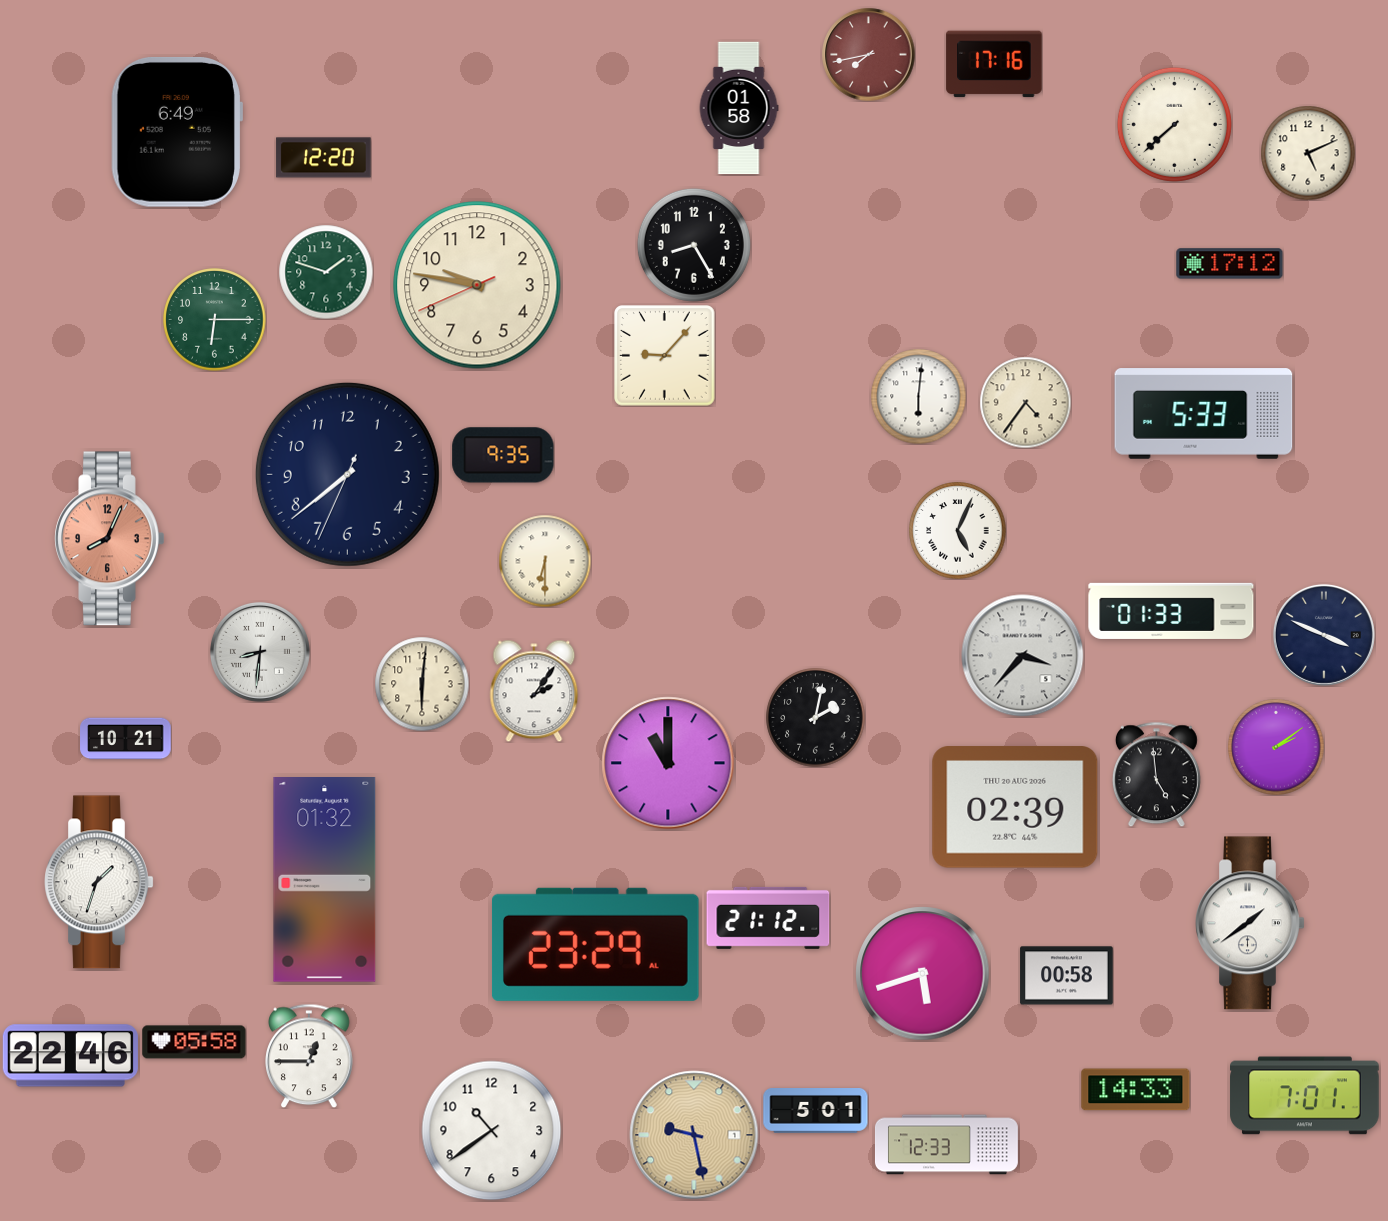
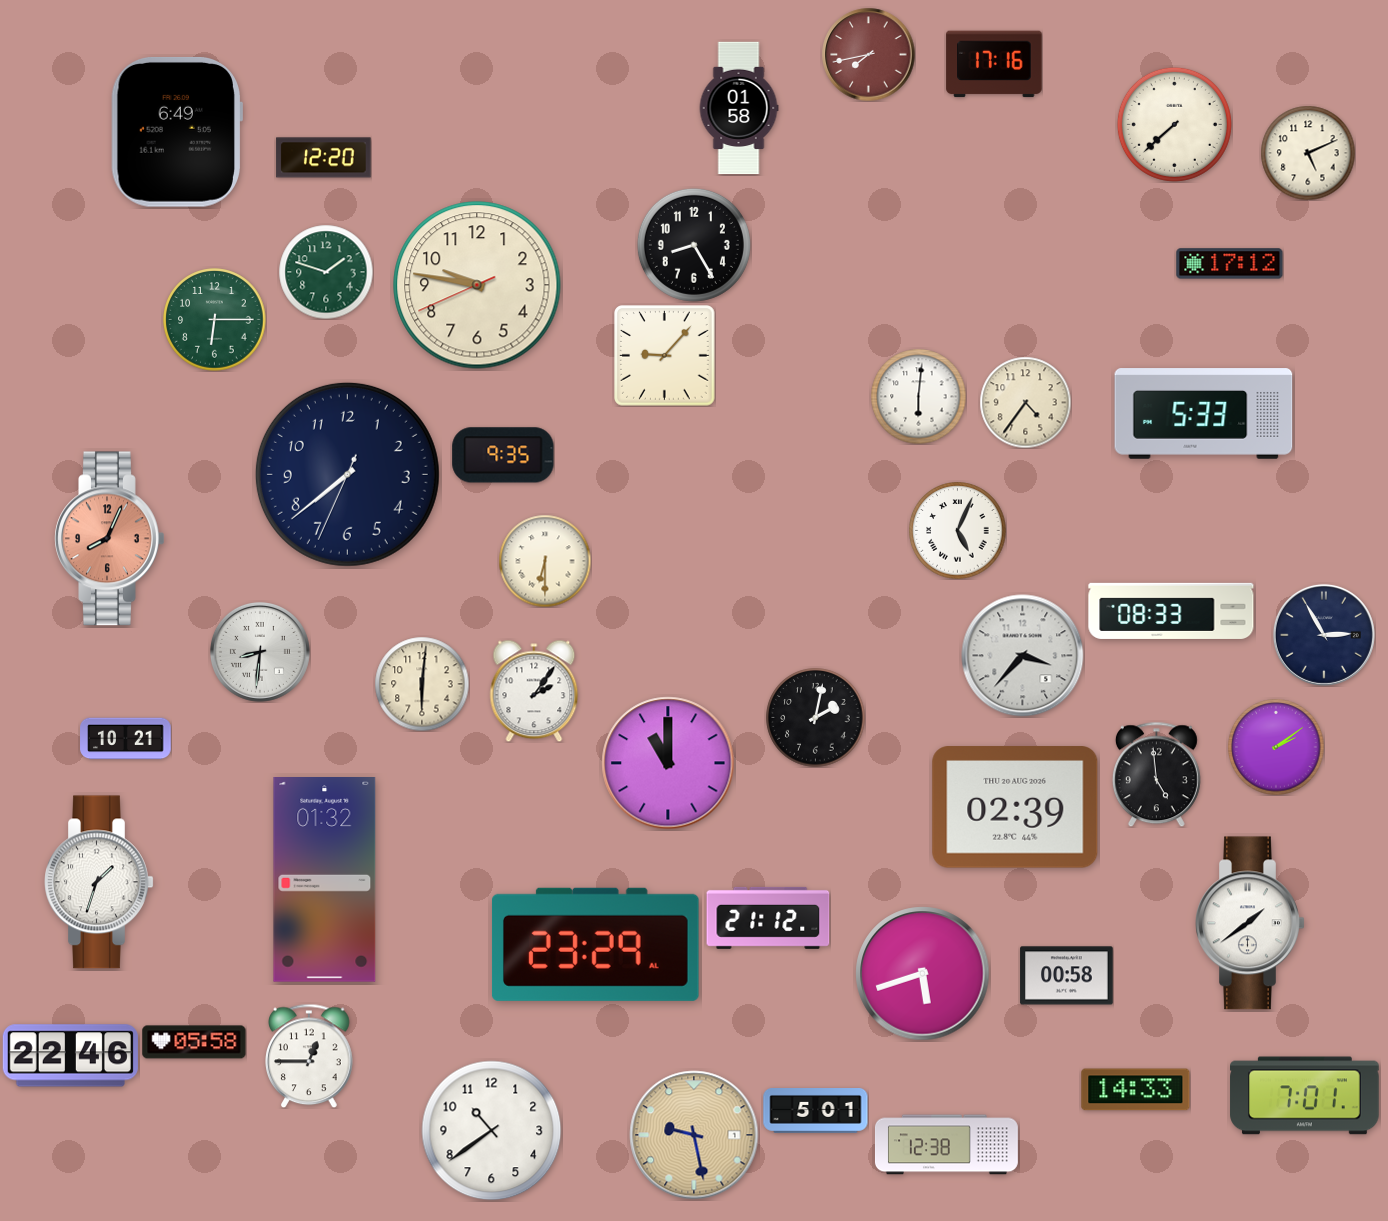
clock at (1171, 611): 01:33 -> 08:33
clock at (1324, 635): 3:49 -> 2:55
clock at (946, 1145): 12:33 -> 12:38
